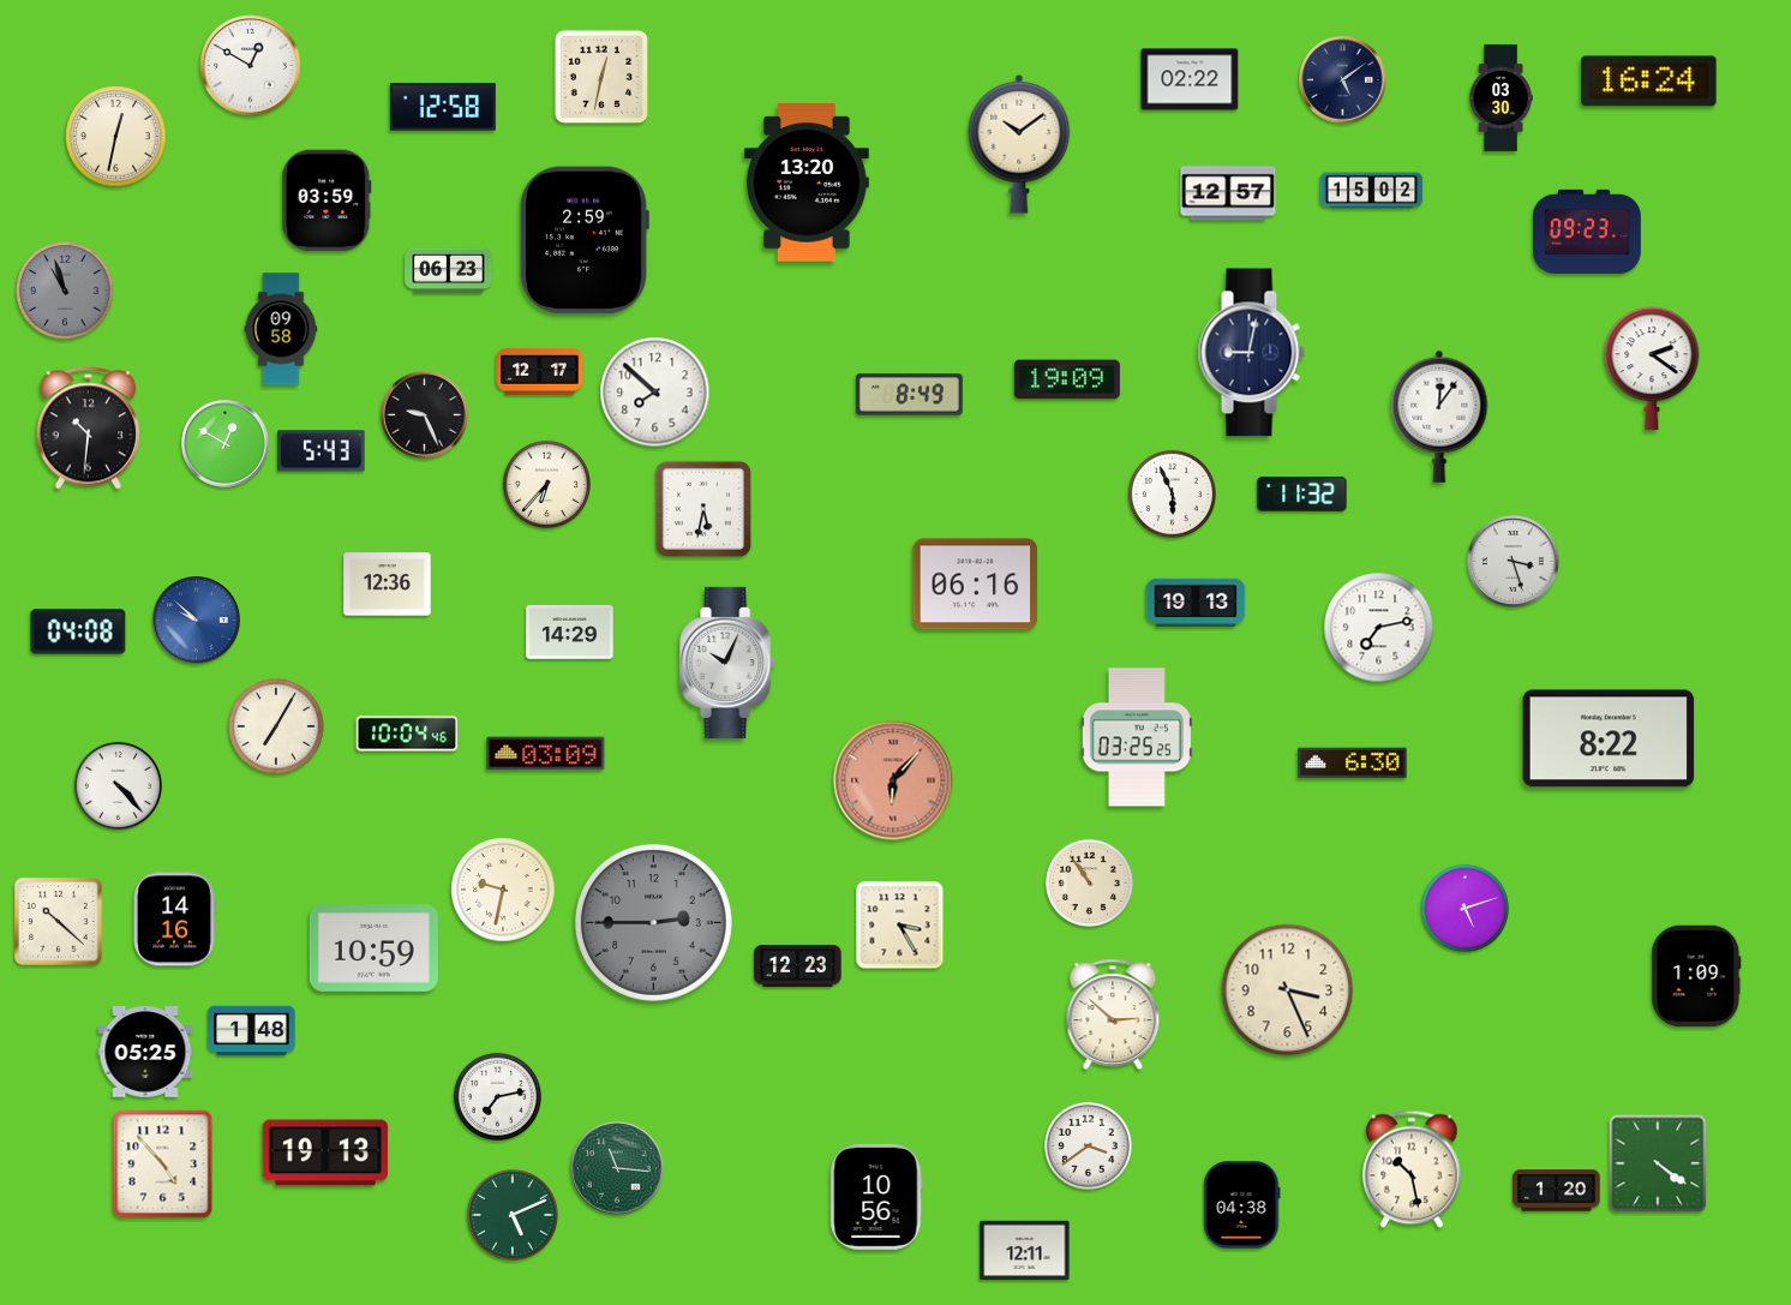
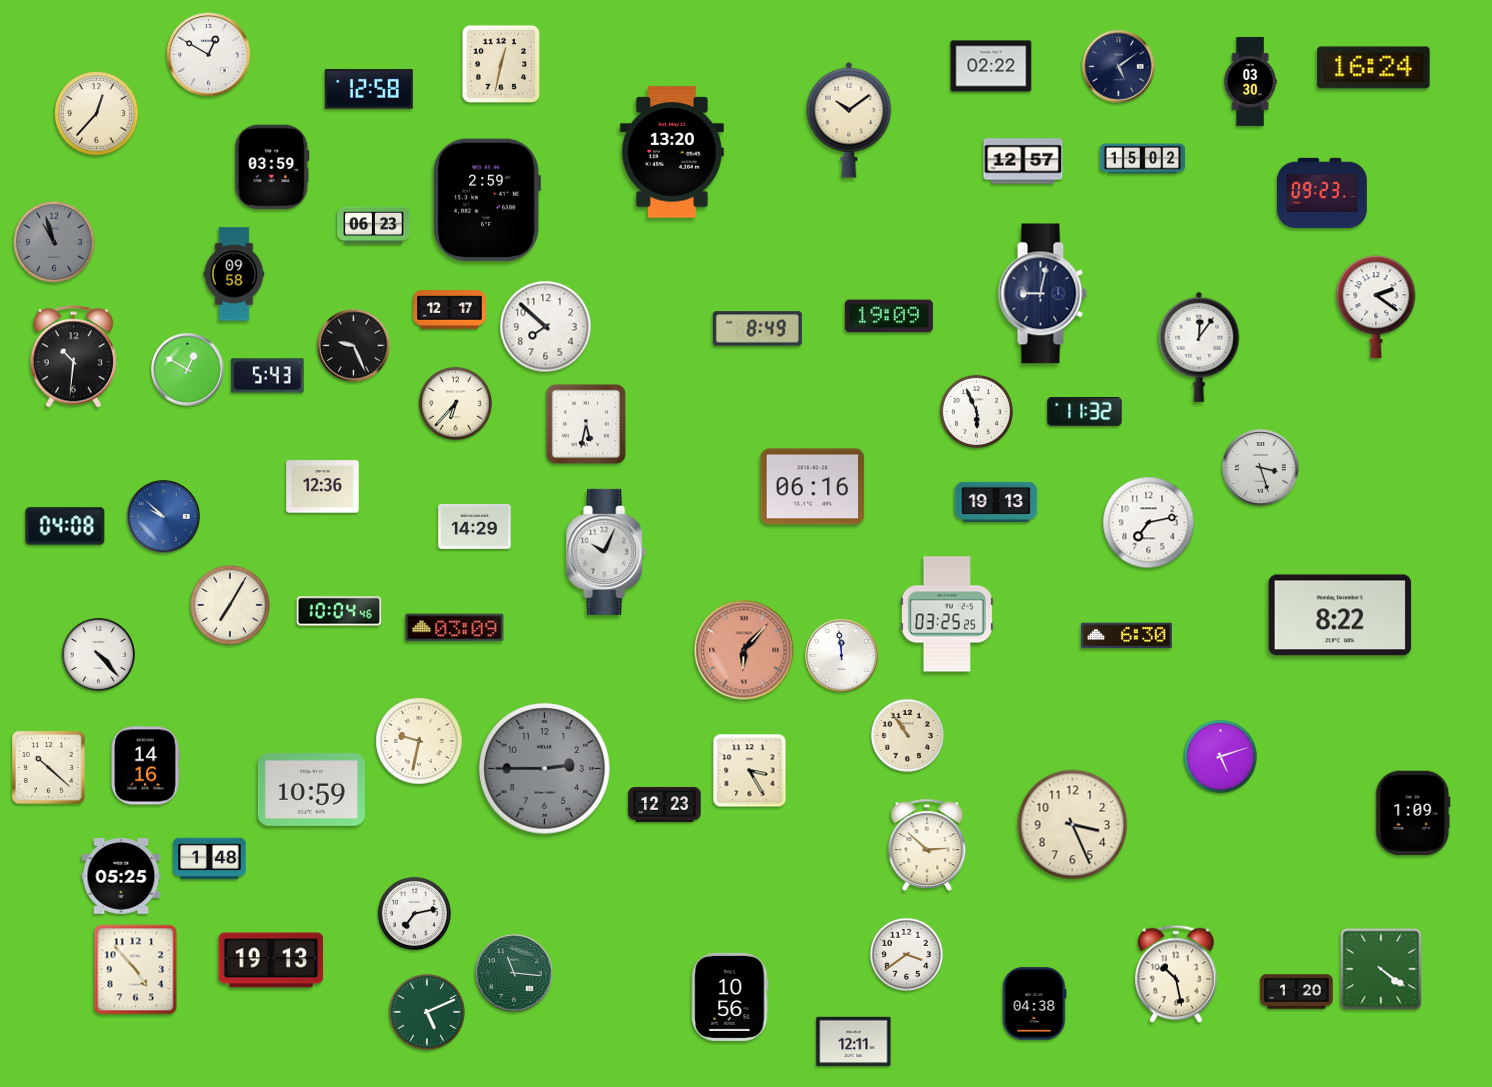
clock at (116, 137): 12:32 -> 12:37
clock at (842, 656): none -> 11:59
